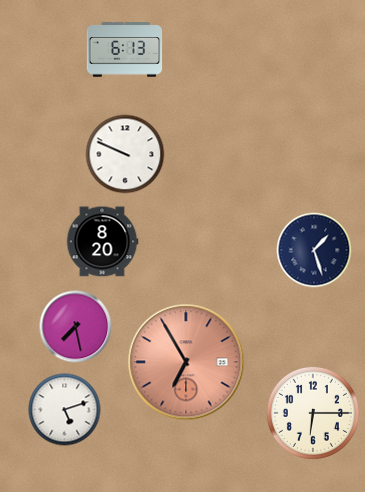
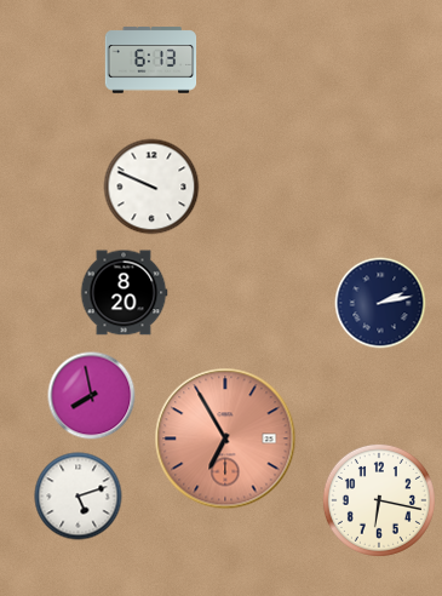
clock at (314, 250): 1:27 -> 2:13
clock at (76, 327): 7:28 -> 7:58
clock at (313, 413): 6:15 -> 6:17
